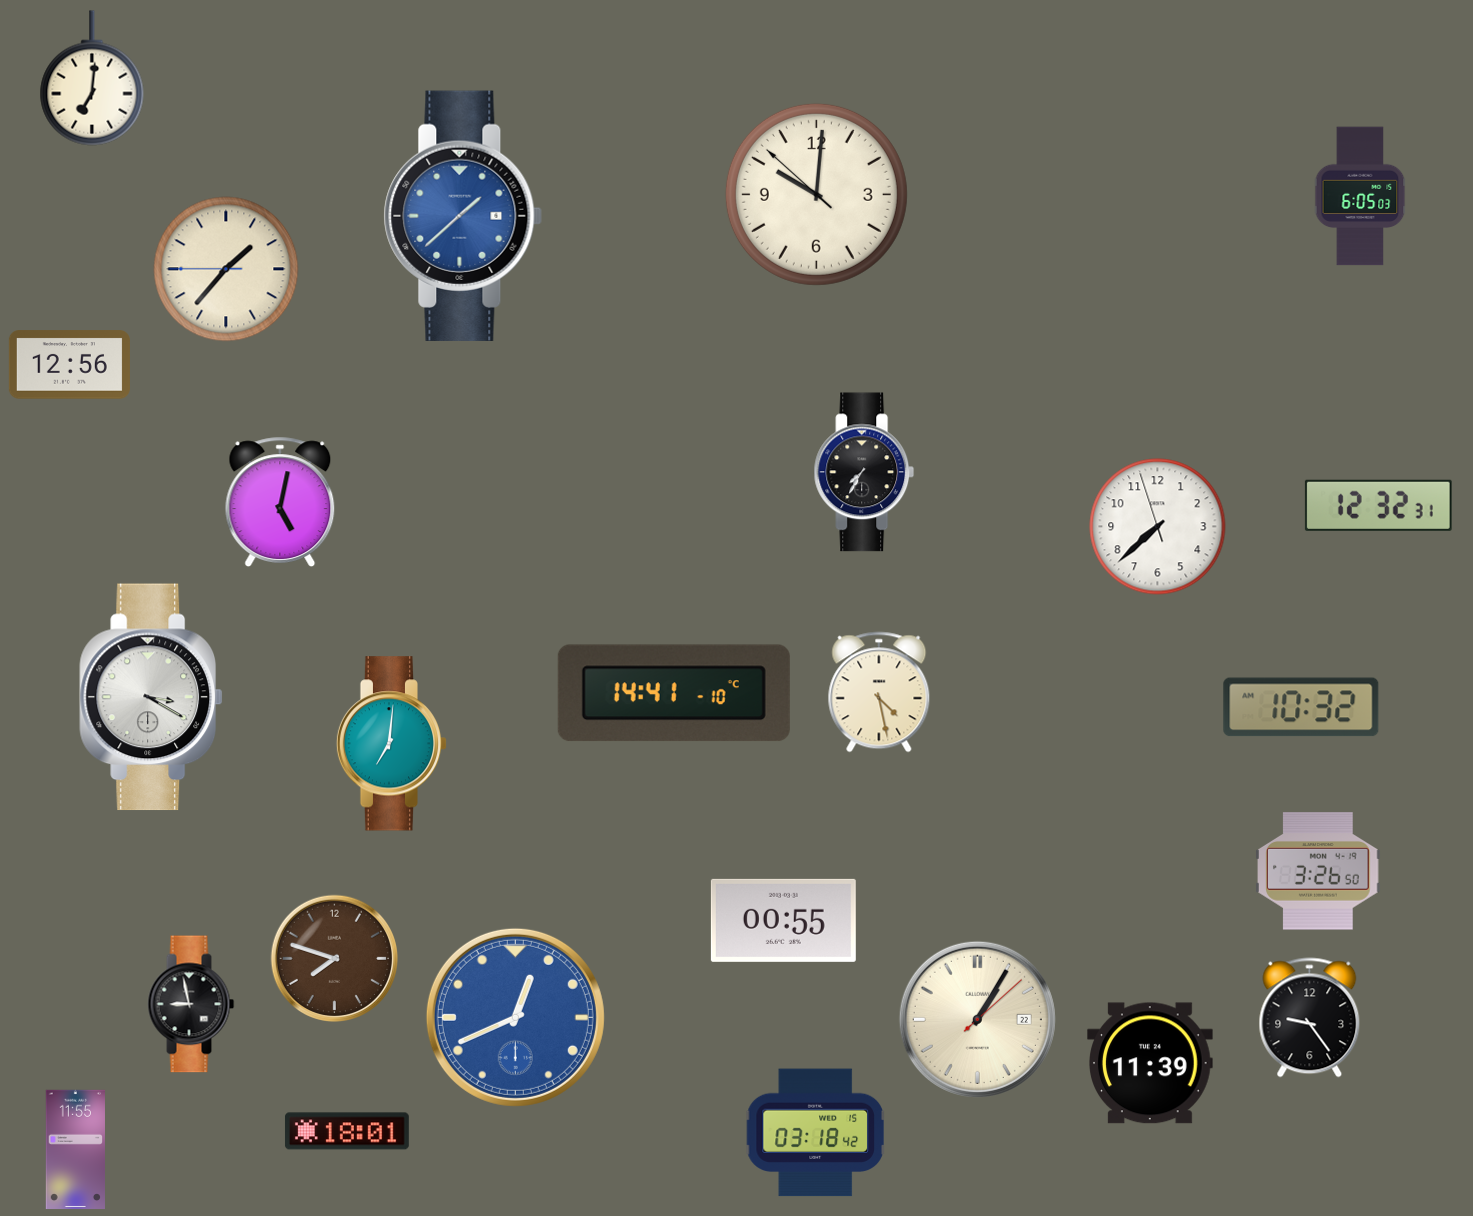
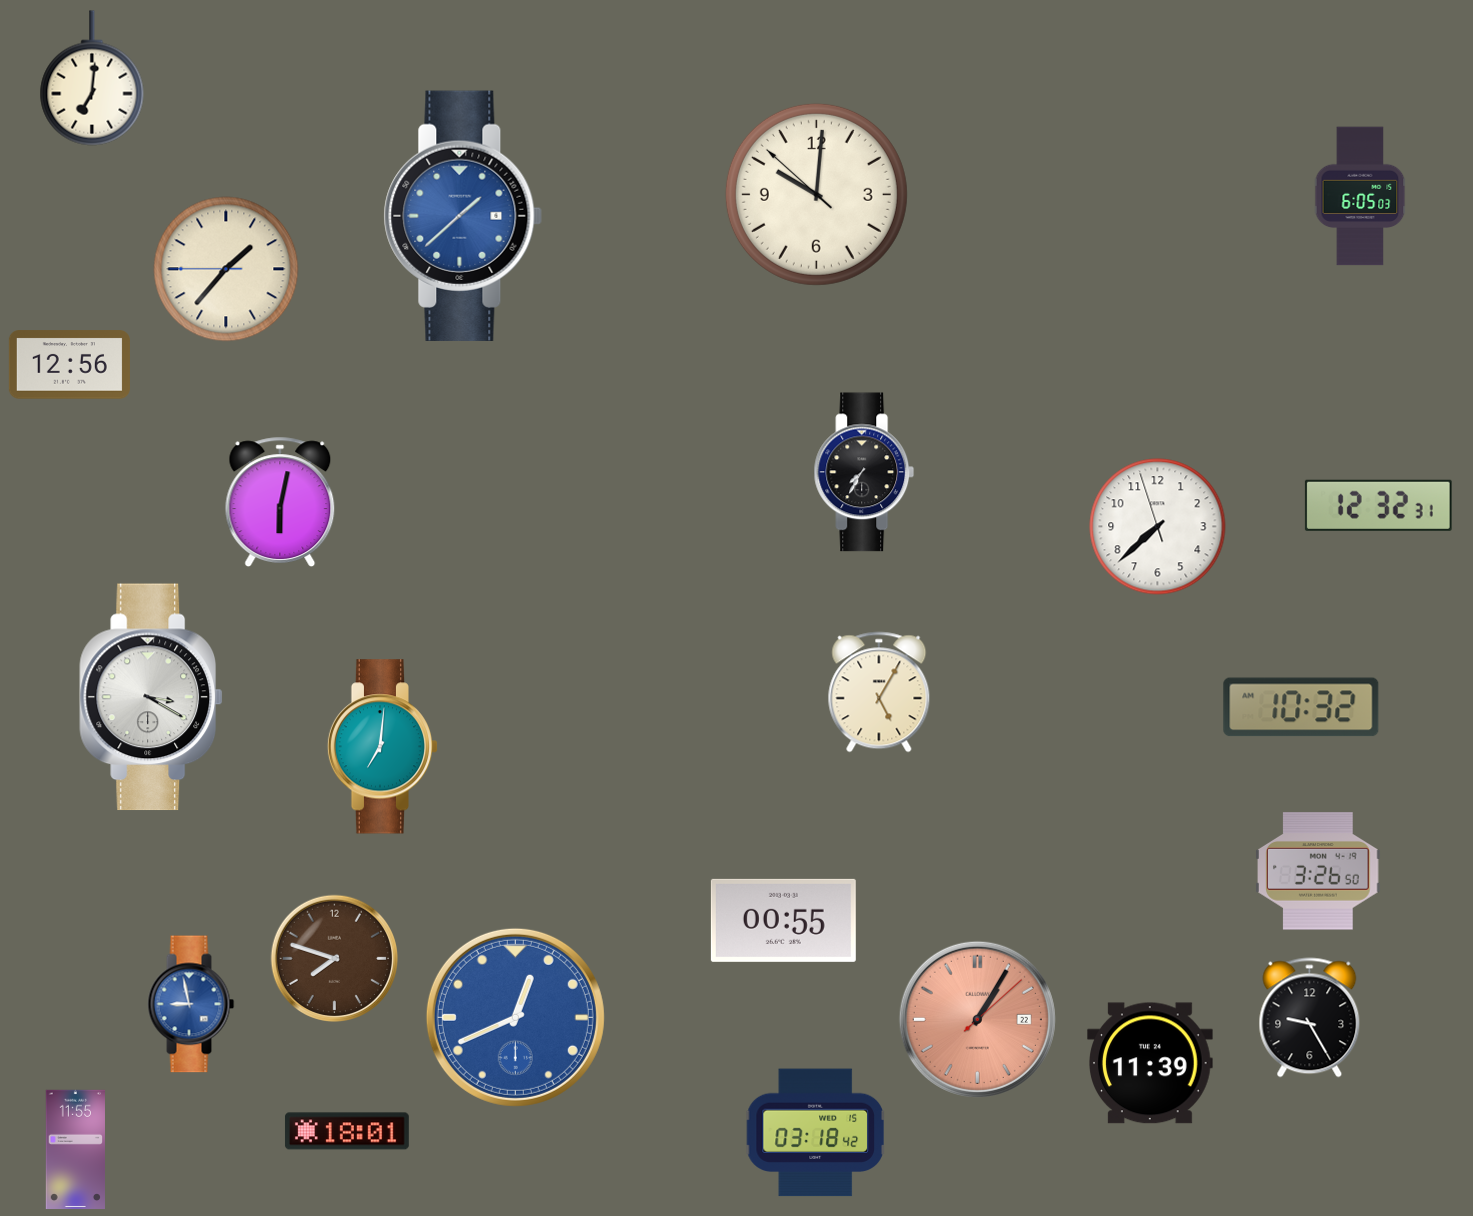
clock at (280, 501): 5:02 -> 6:02
clock at (879, 692): 4:28 -> 5:05
clock at (674, 693): 14:41 -> none
clock at (392, 744) position: (392, 744) -> (383, 747)
clock at (191, 1004) dial: black -> blue
clock at (1310, 1018): 9:24 -> 9:25
clock at (977, 1019) dial: cream -> salmon
